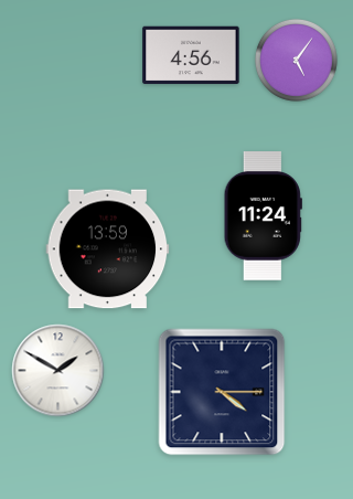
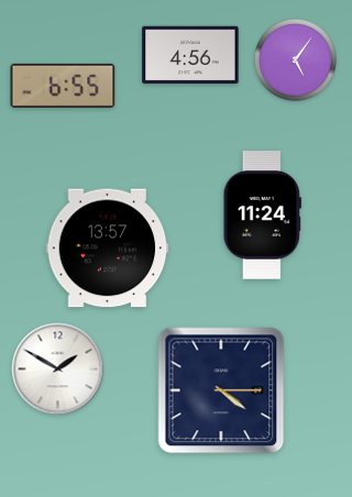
clock at (63, 86): none -> 6:55
clock at (108, 250): 13:59 -> 13:57
